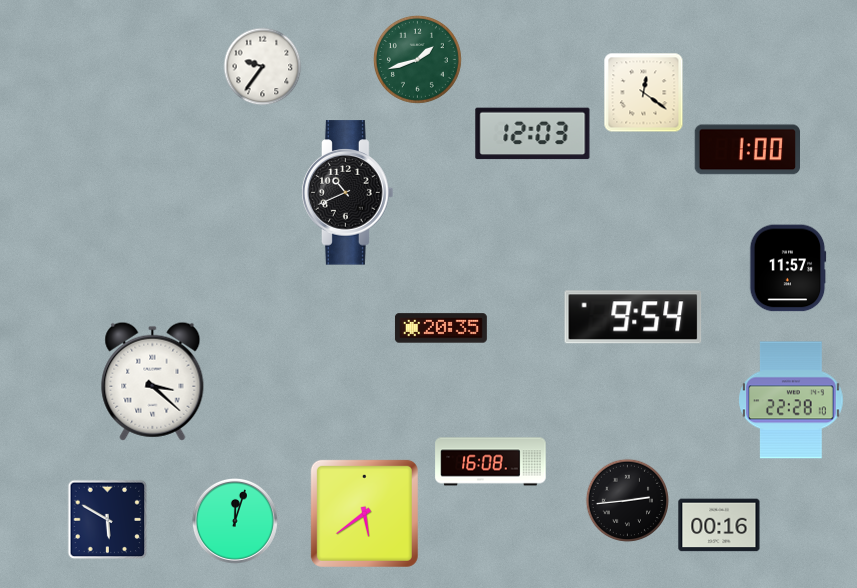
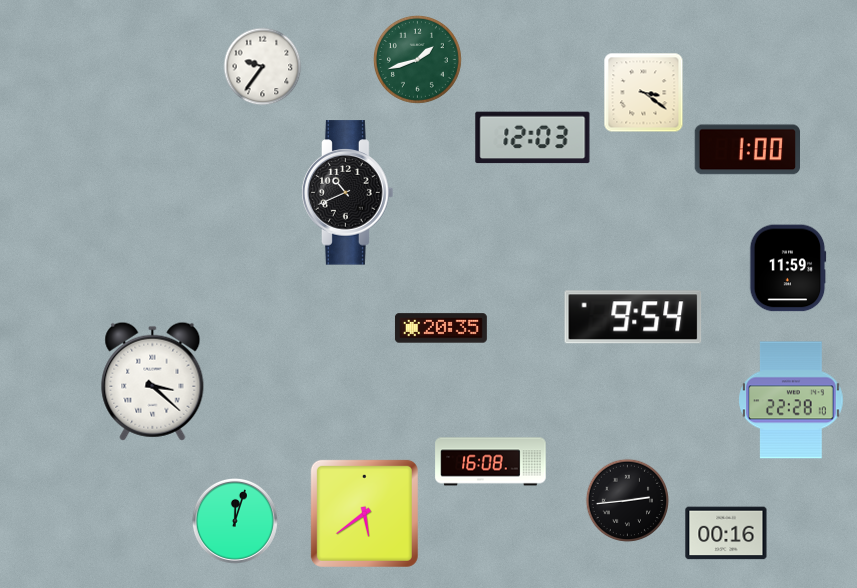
clock at (644, 93): 12:21 -> 3:21
clock at (533, 134) position: (533, 134) -> (533, 138)
clock at (788, 268): 11:57 -> 11:59
clock at (108, 520): 5:50 -> none
clock at (719, 525) position: (719, 525) -> (726, 533)
